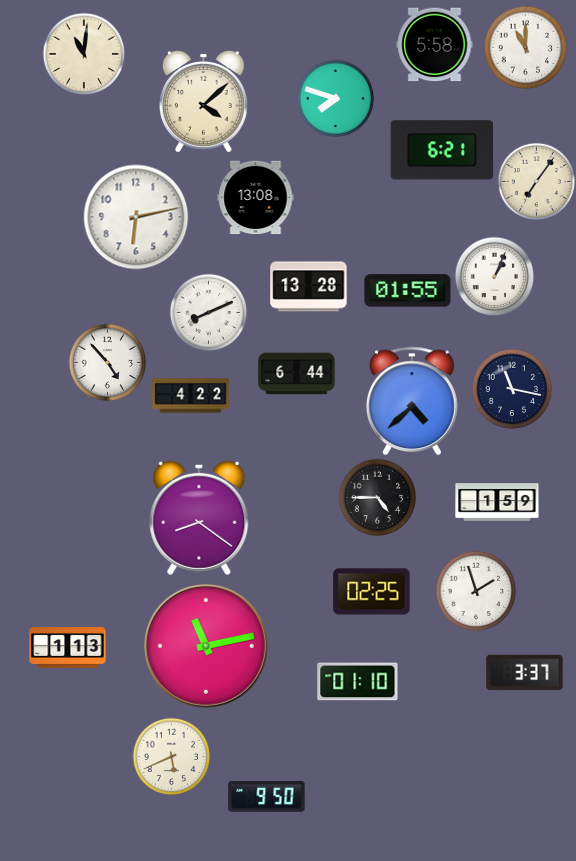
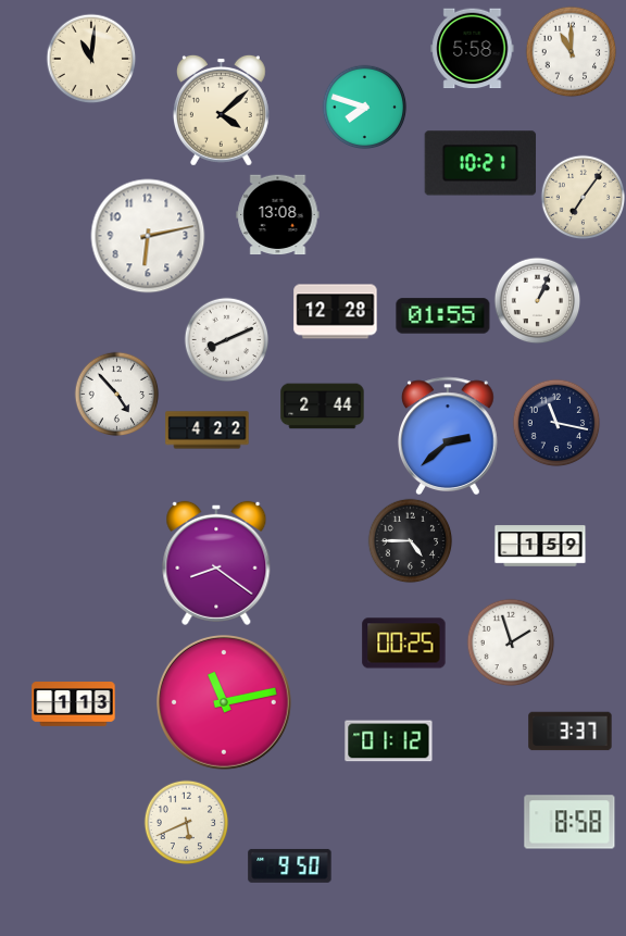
clock at (442, 150): 6:21 -> 10:21
clock at (309, 287): 13:28 -> 12:28
clock at (297, 374): 6:44 -> 2:44
clock at (413, 401): 4:38 -> 2:38
clock at (476, 591) position: (476, 591) -> (511, 642)
clock at (372, 592): 02:25 -> 00:25
clock at (358, 682): 01:10 -> 01:12
clock at (569, 822): none -> 8:58
